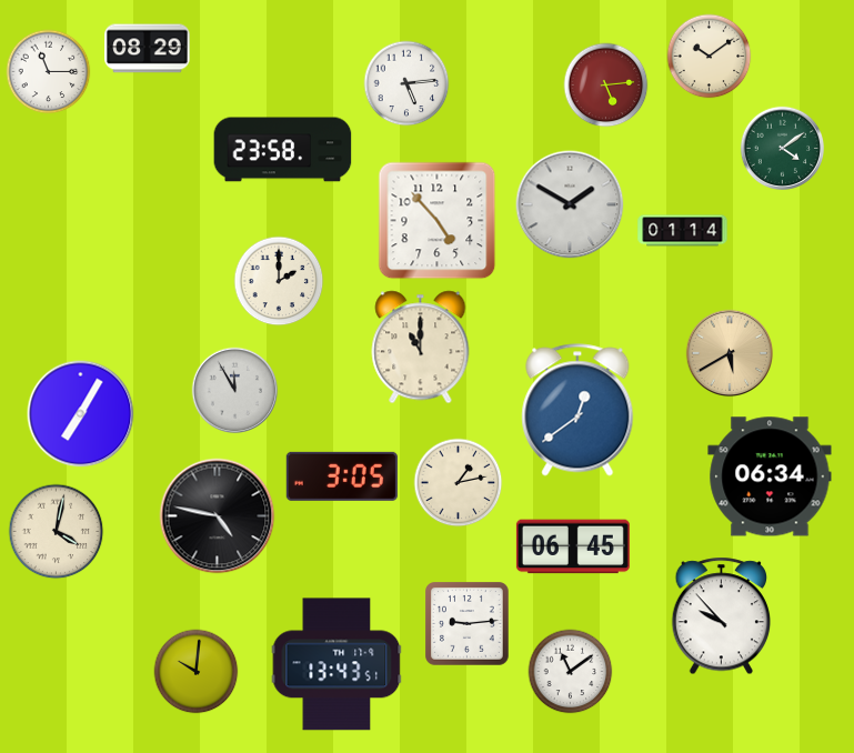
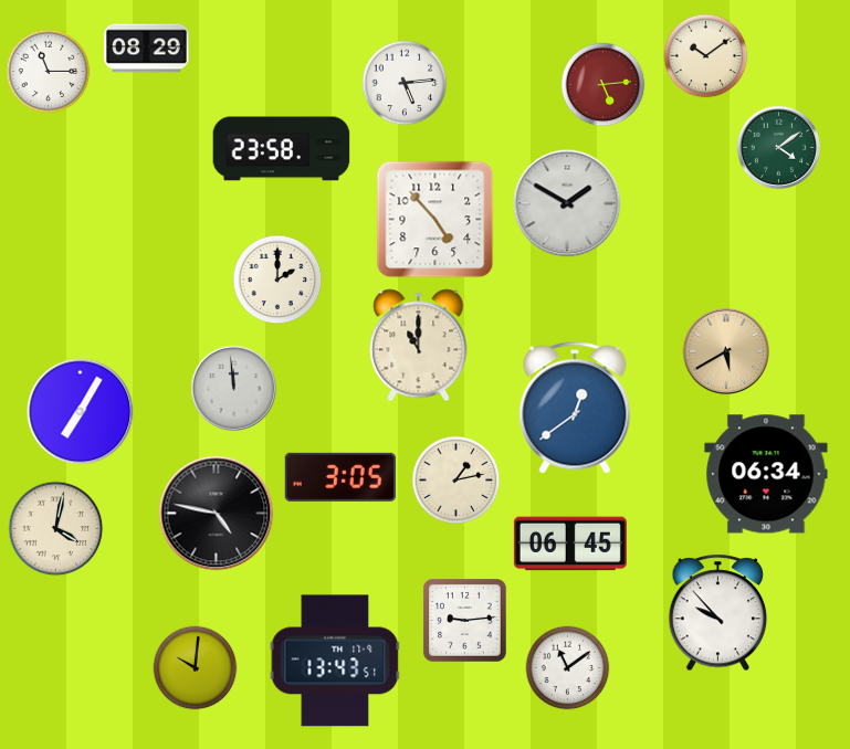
clock at (683, 231): 01:14 -> none
clock at (235, 391): 11:55 -> 11:59
clock at (342, 476) position: (342, 476) -> (340, 477)
